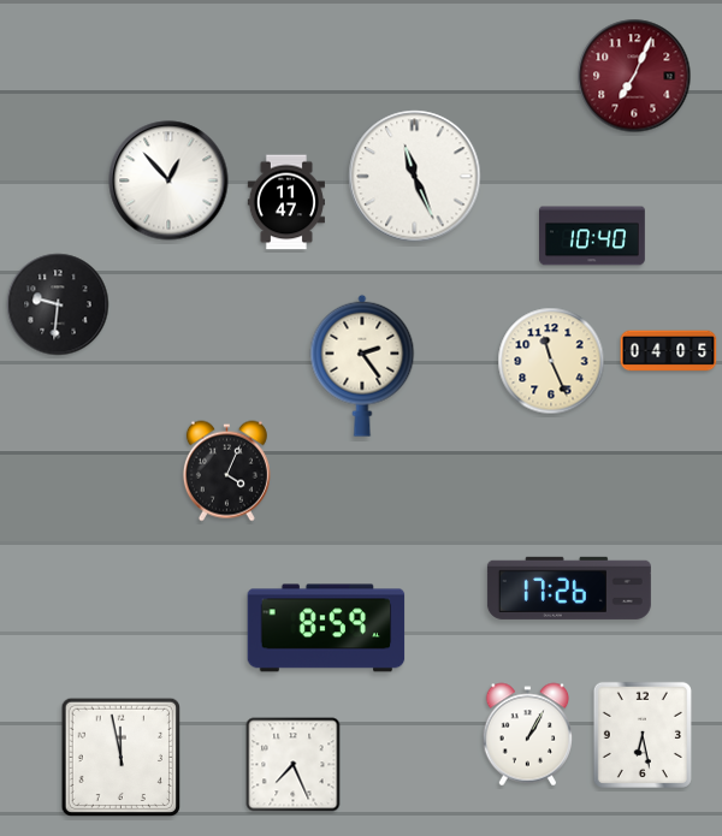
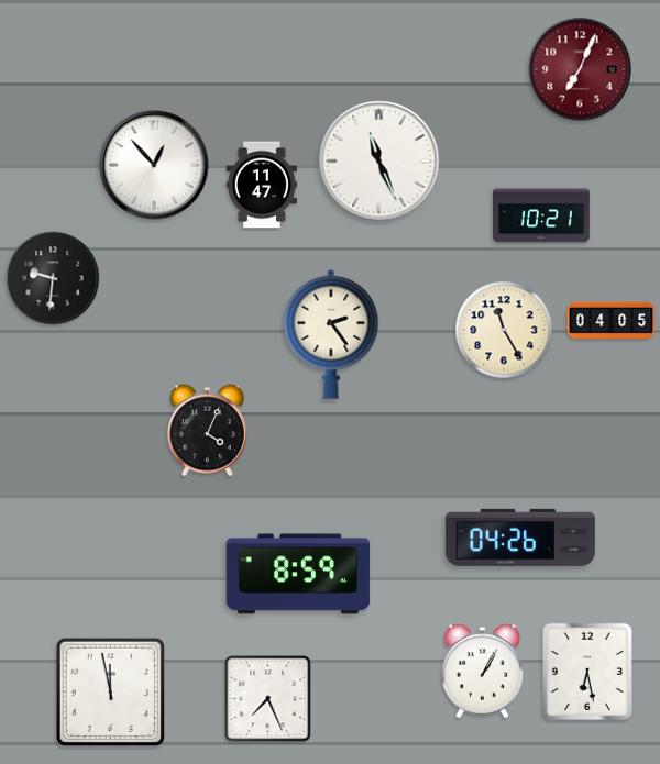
clock at (593, 236): 10:40 -> 10:21
clock at (551, 361): 11:26 -> 11:25
clock at (569, 588): 17:26 -> 04:26
